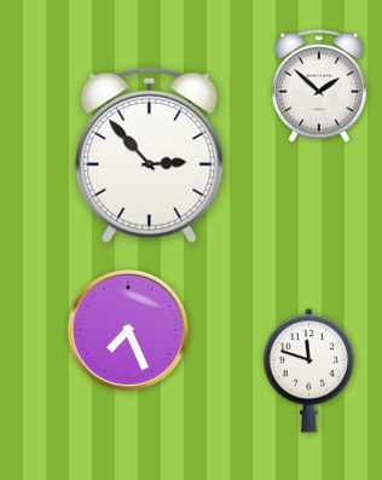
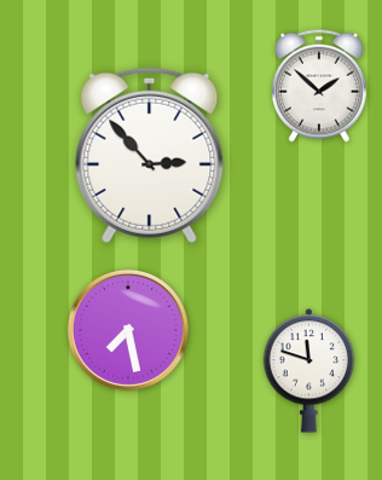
clock at (128, 330): 7:26 -> 7:28
